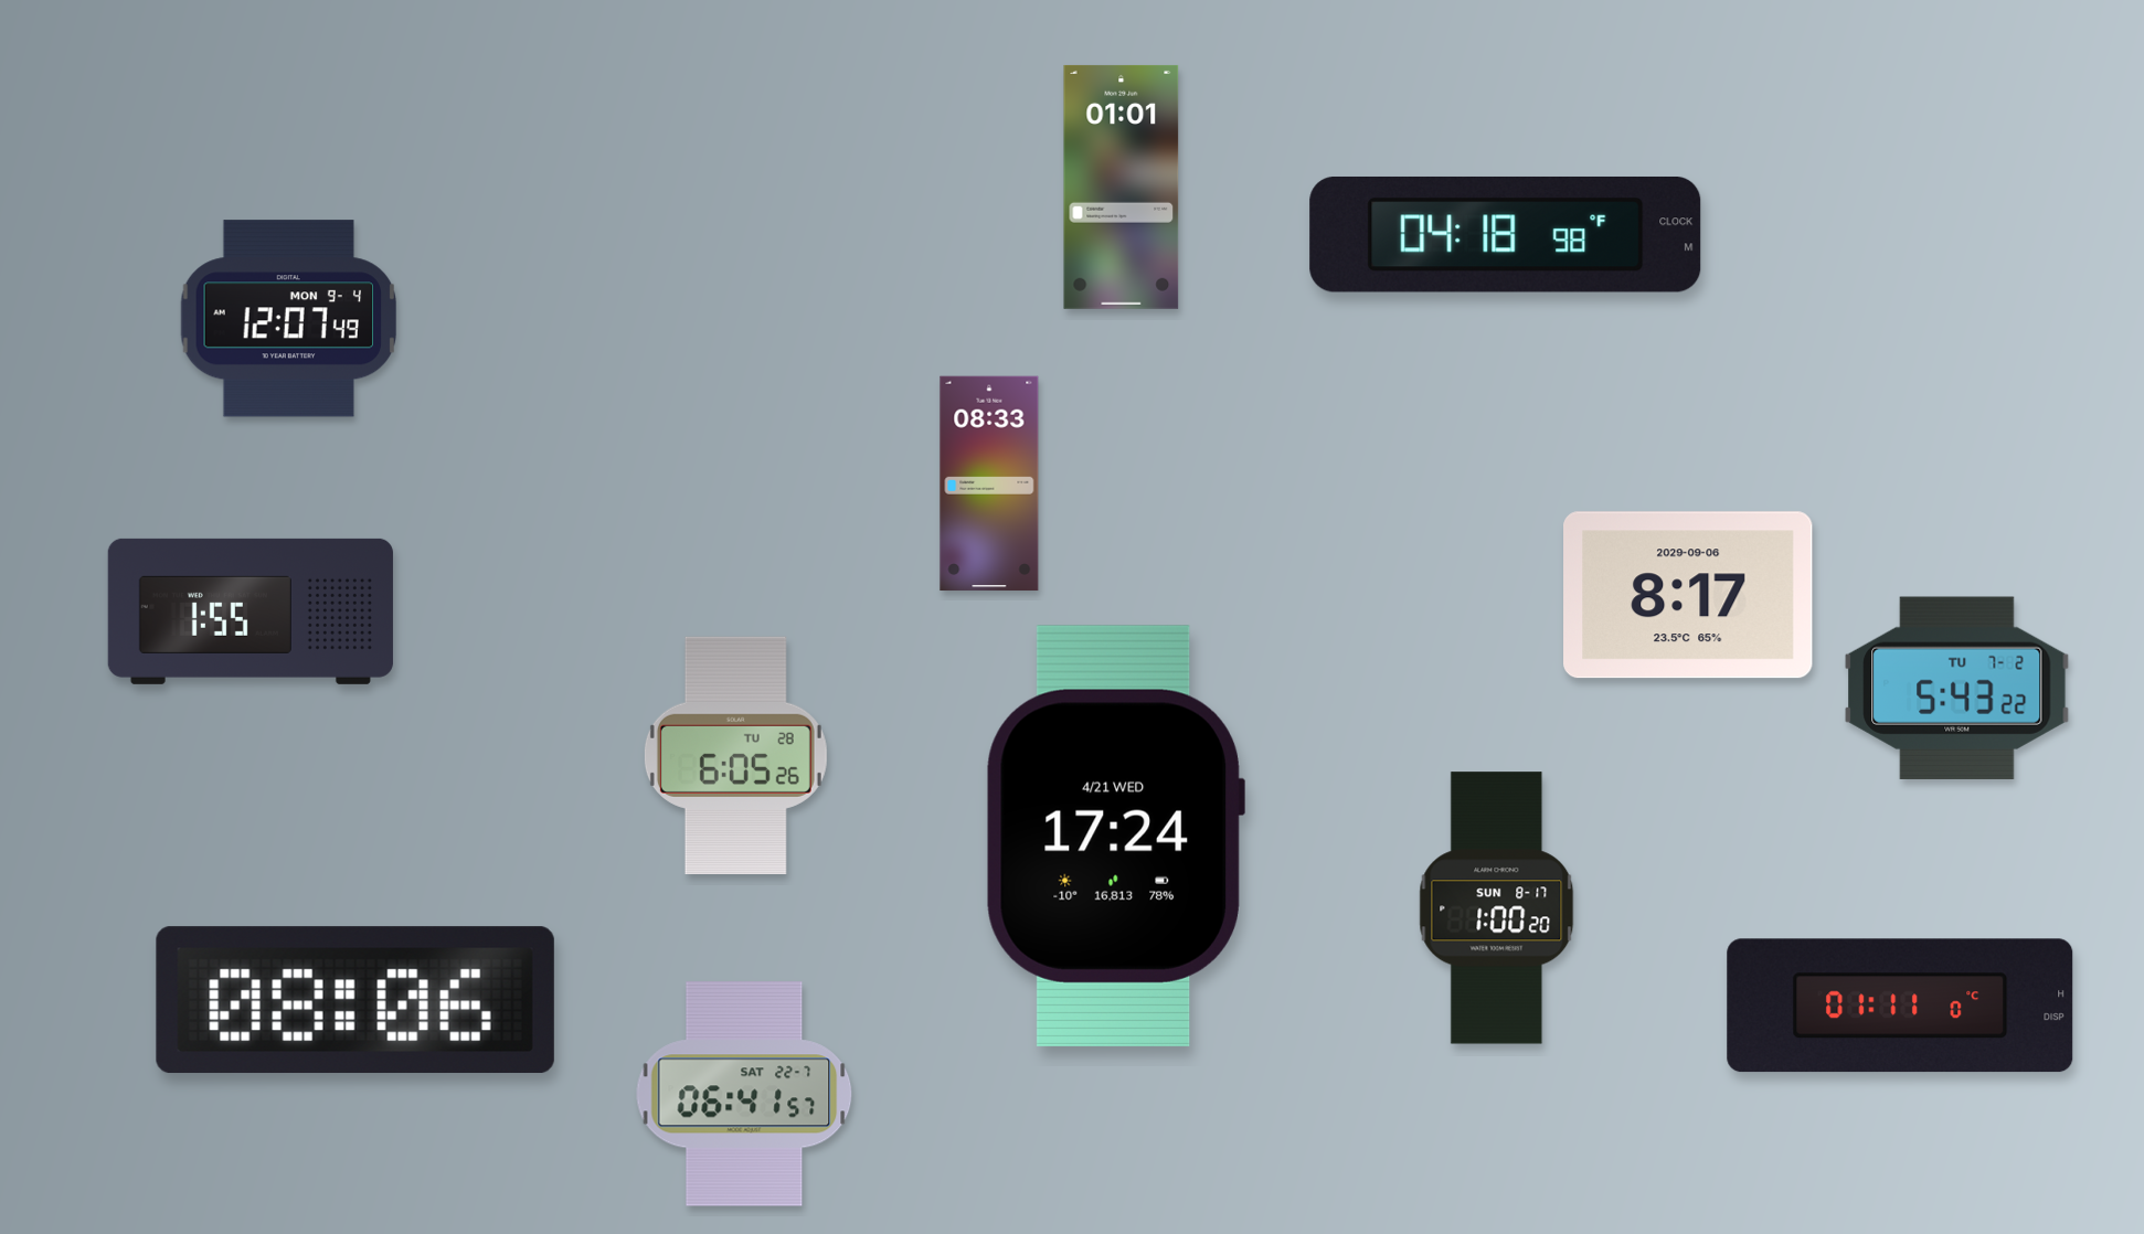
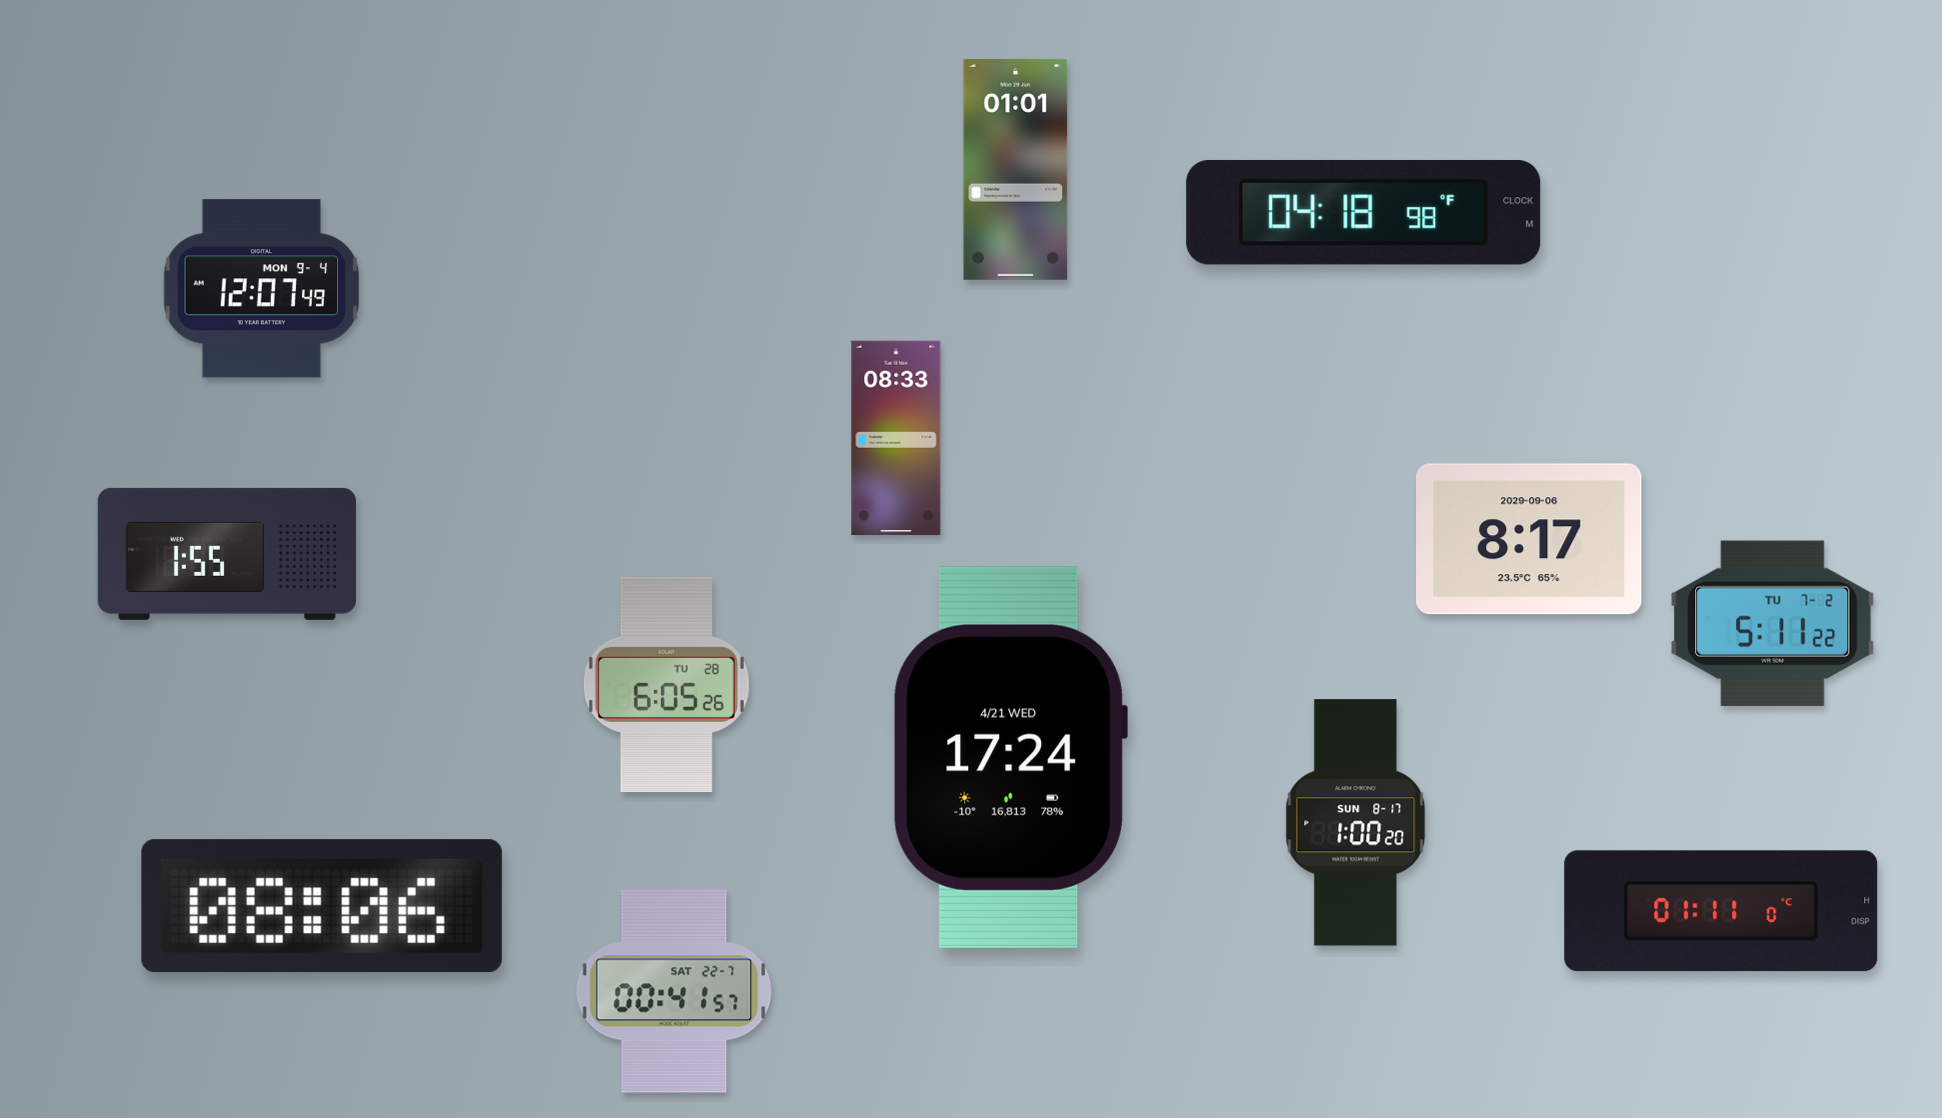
clock at (1957, 688): 5:43 -> 5:11
clock at (744, 1094): 06:41 -> 00:41
